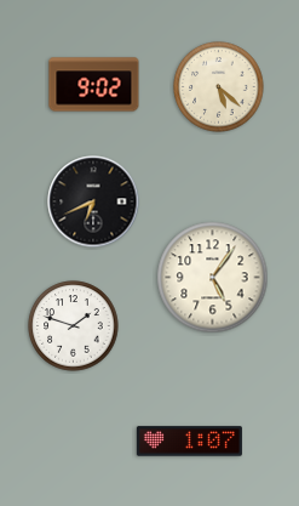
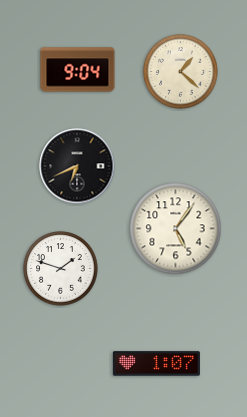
clock at (94, 85): 9:02 -> 9:04
clock at (219, 87): 5:22 -> 1:22
